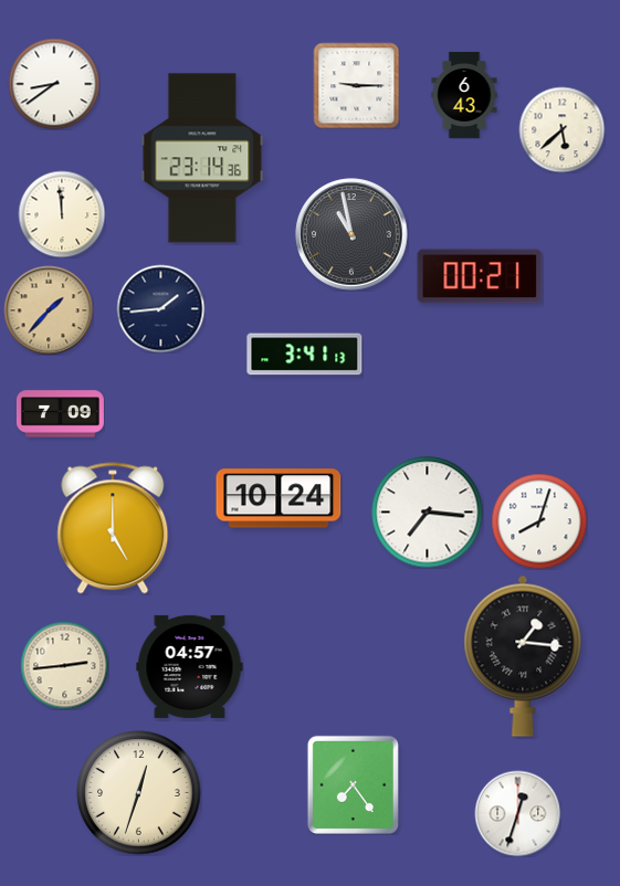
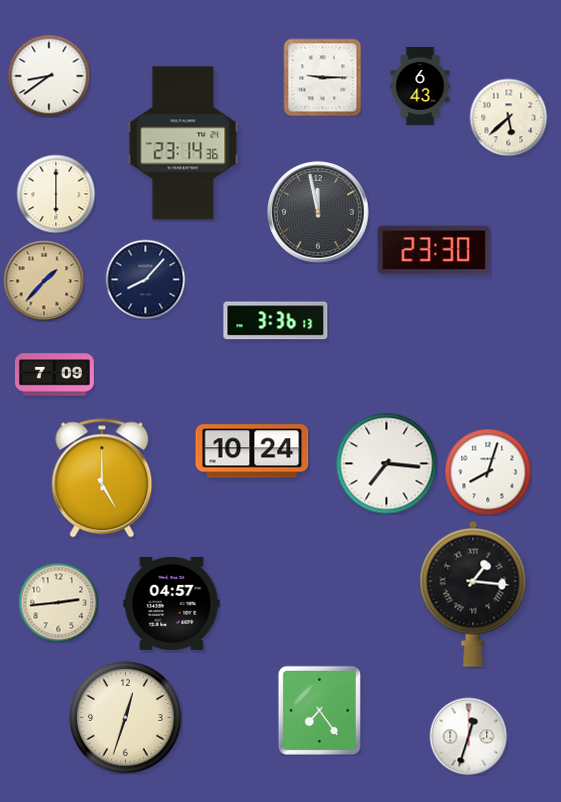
clock at (62, 214): 11:59 -> 6:00
clock at (351, 234): 10:58 -> 11:58
clock at (480, 276): 00:21 -> 23:30
clock at (160, 308): 1:44 -> 8:07
clock at (305, 355): 3:41 -> 3:36
